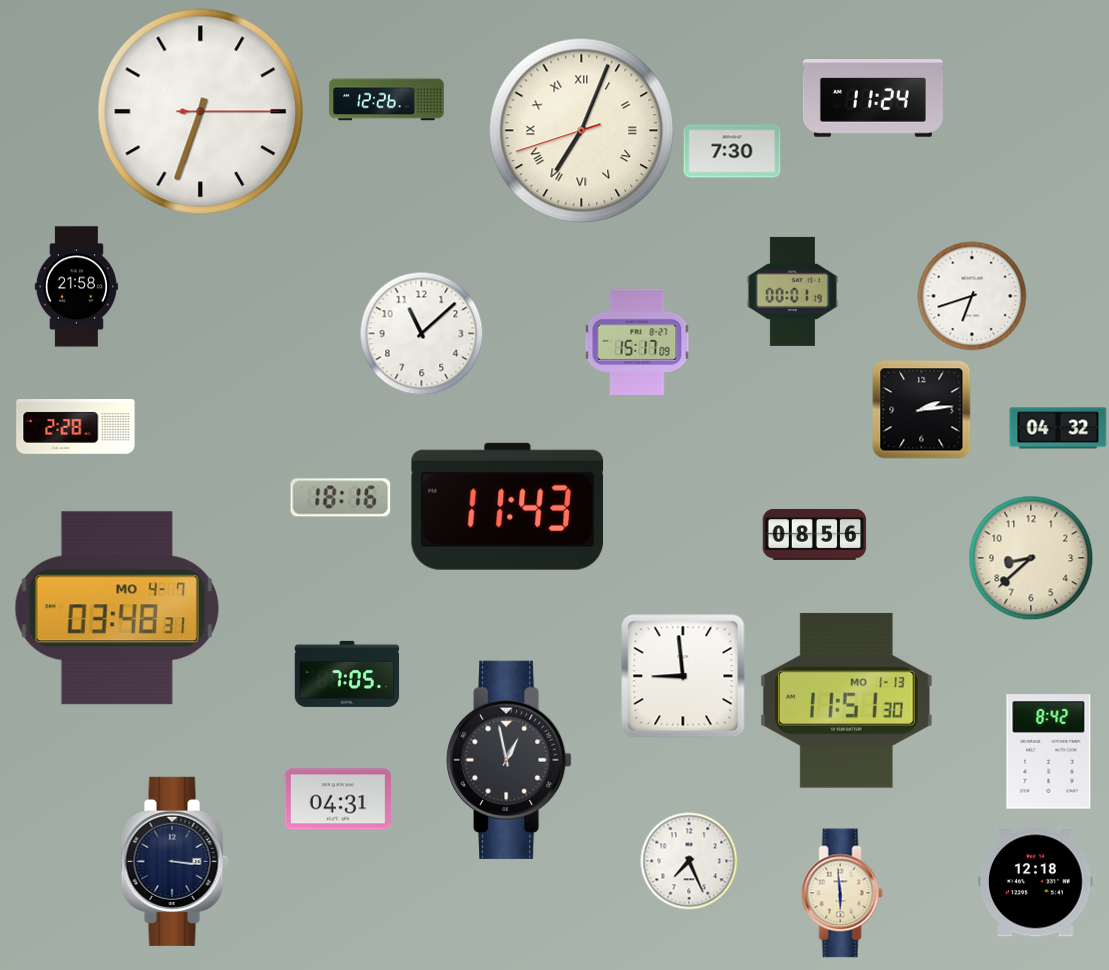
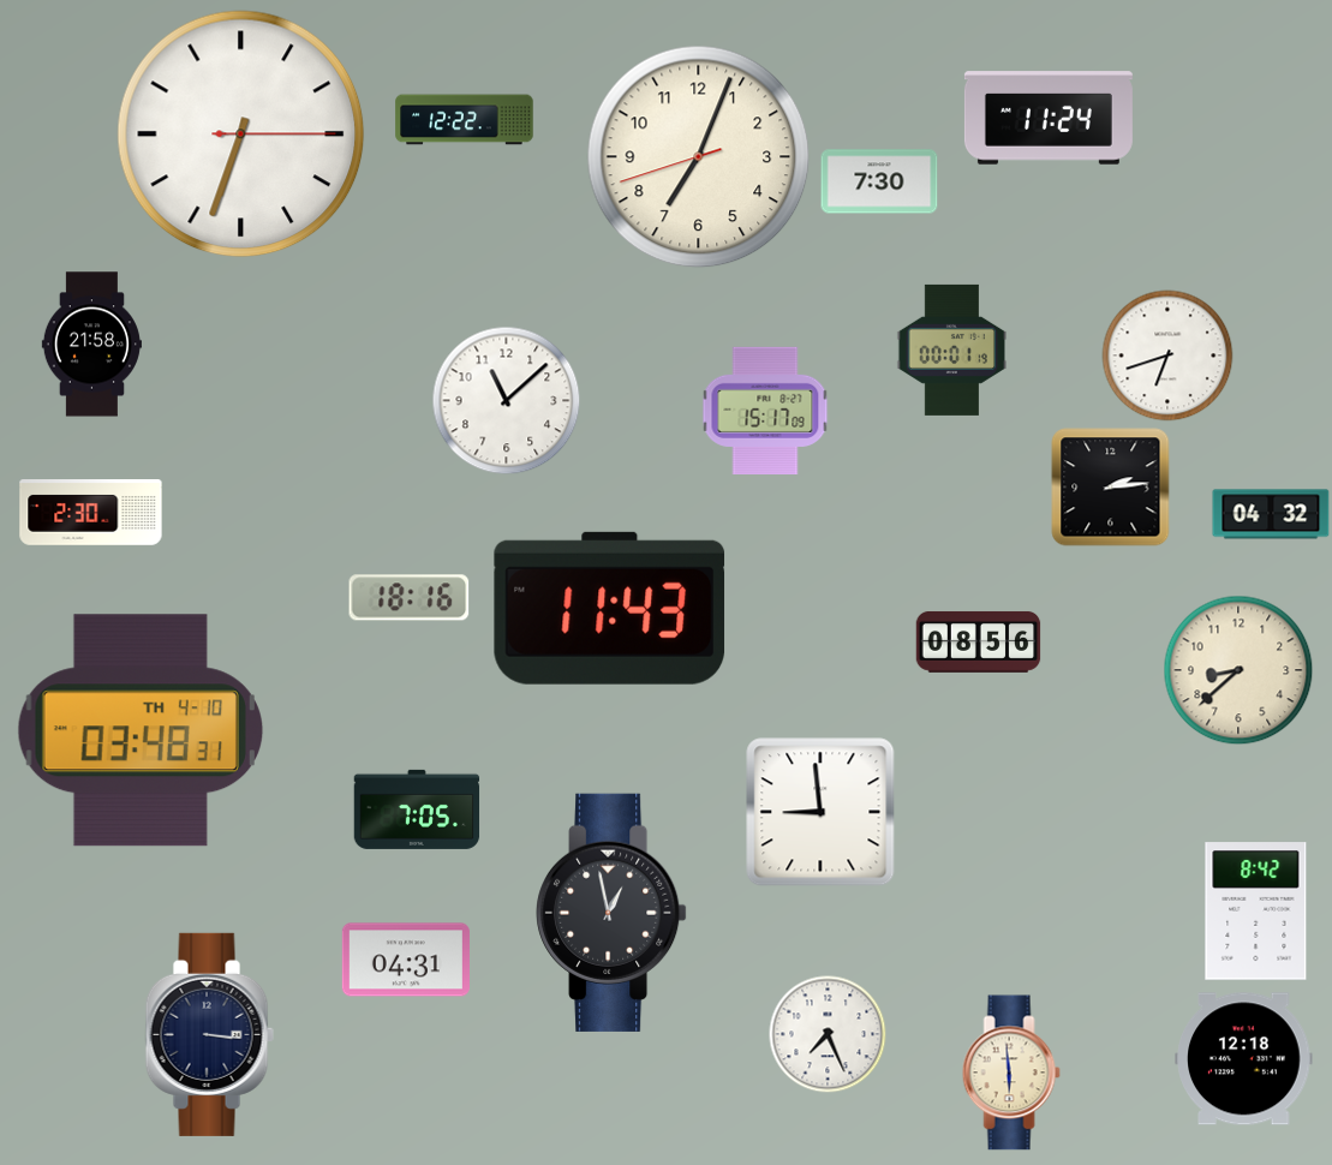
clock at (387, 100): 12:26 -> 12:22
clock at (582, 131) numerals: Roman -> Arabic
clock at (922, 410) position: (922, 410) -> (1111, 488)
clock at (76, 427): 2:28 -> 2:30
clock at (116, 608) date: MO 4-7 -> TH 4-10
clock at (846, 700): 11:51 -> none
clock at (1049, 752) position: (1049, 752) -> (1256, 912)
